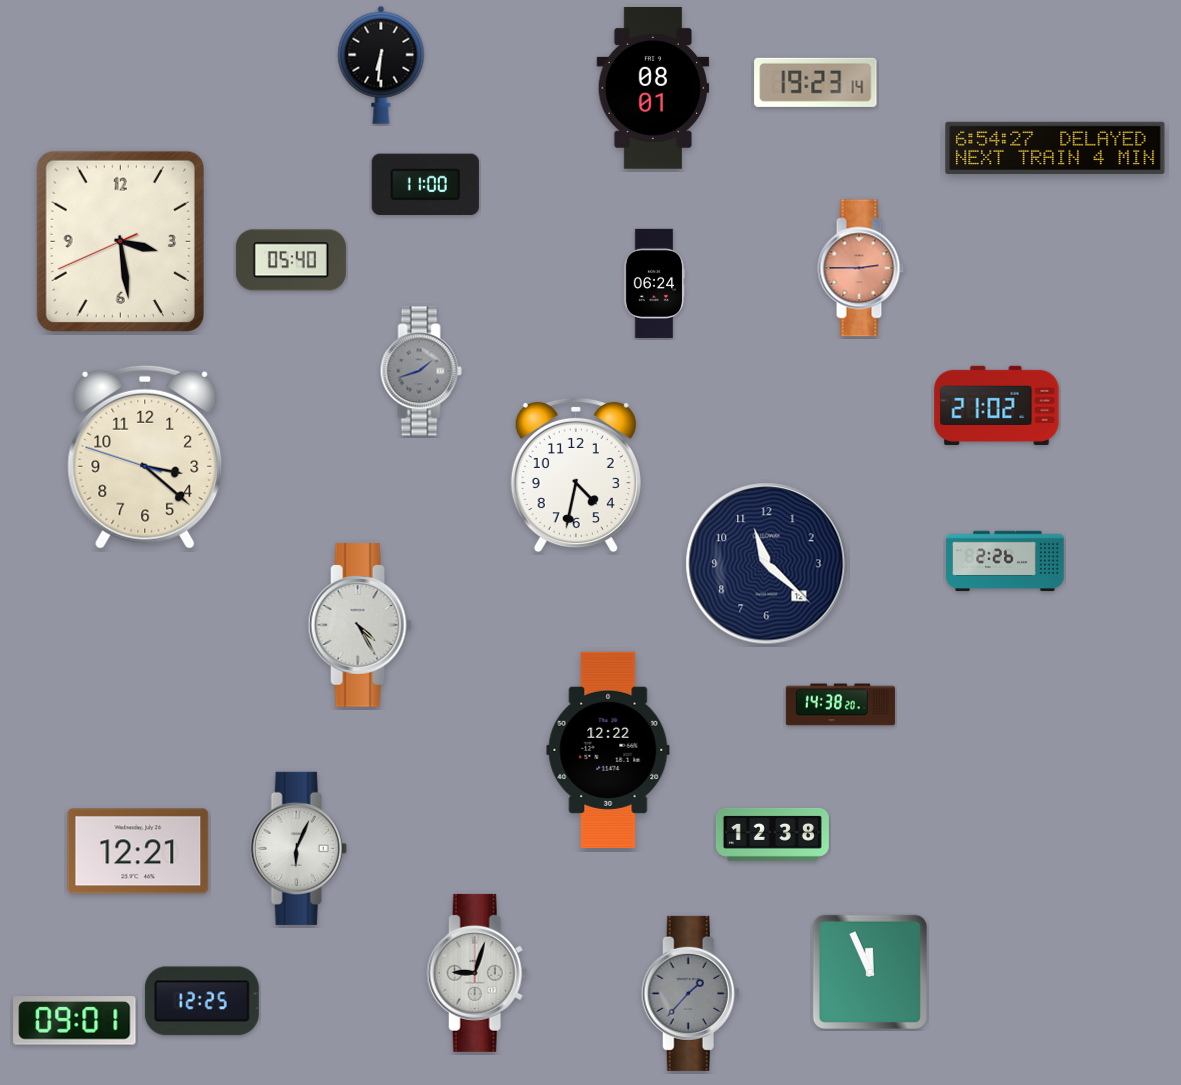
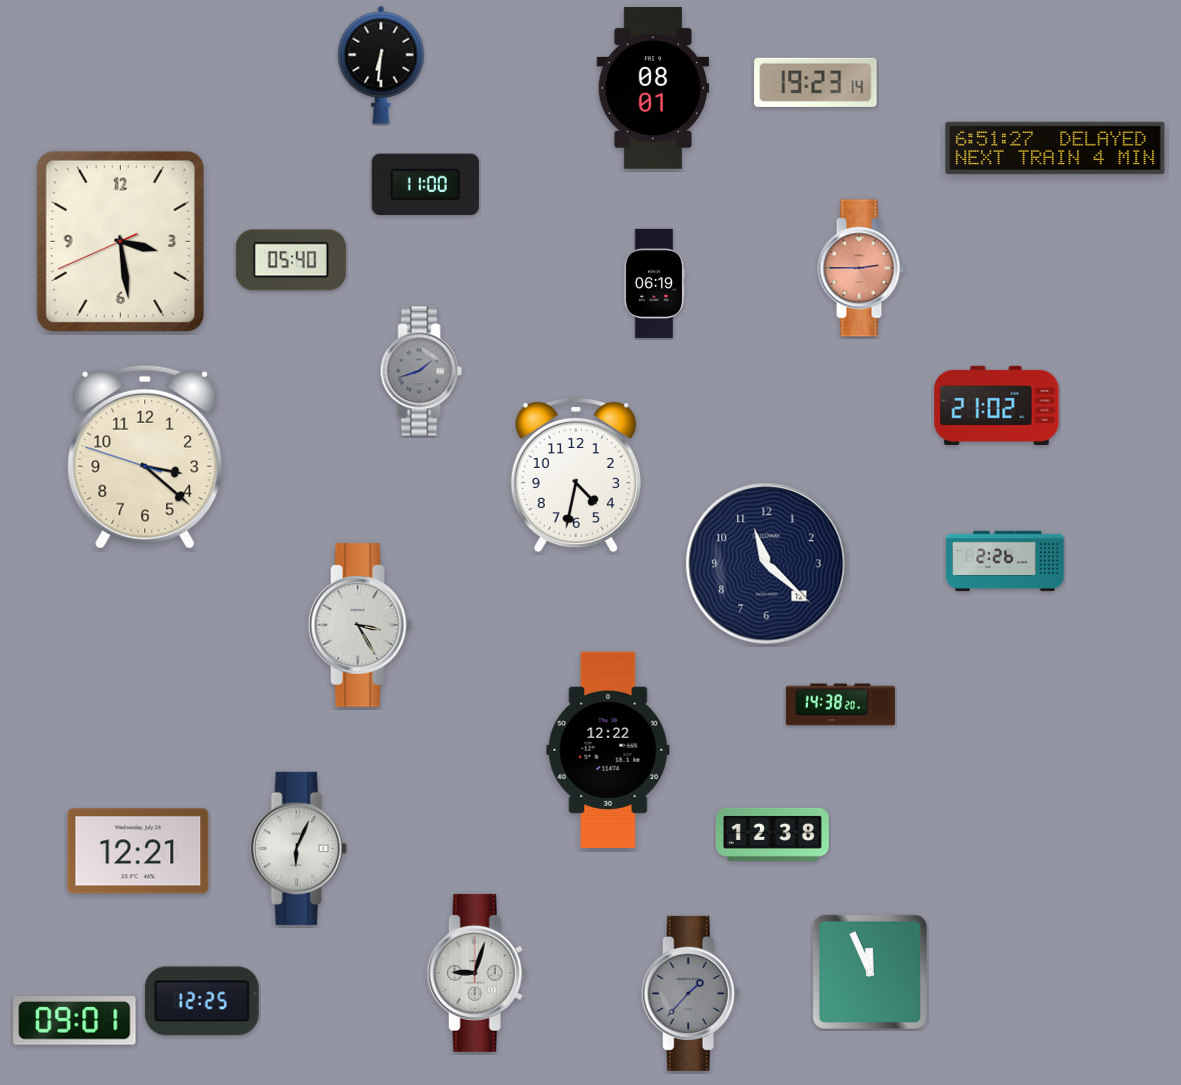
clock at (1055, 148): 6:54 -> 6:51
clock at (654, 283): 06:24 -> 06:19
clock at (360, 625): 4:25 -> 3:25
